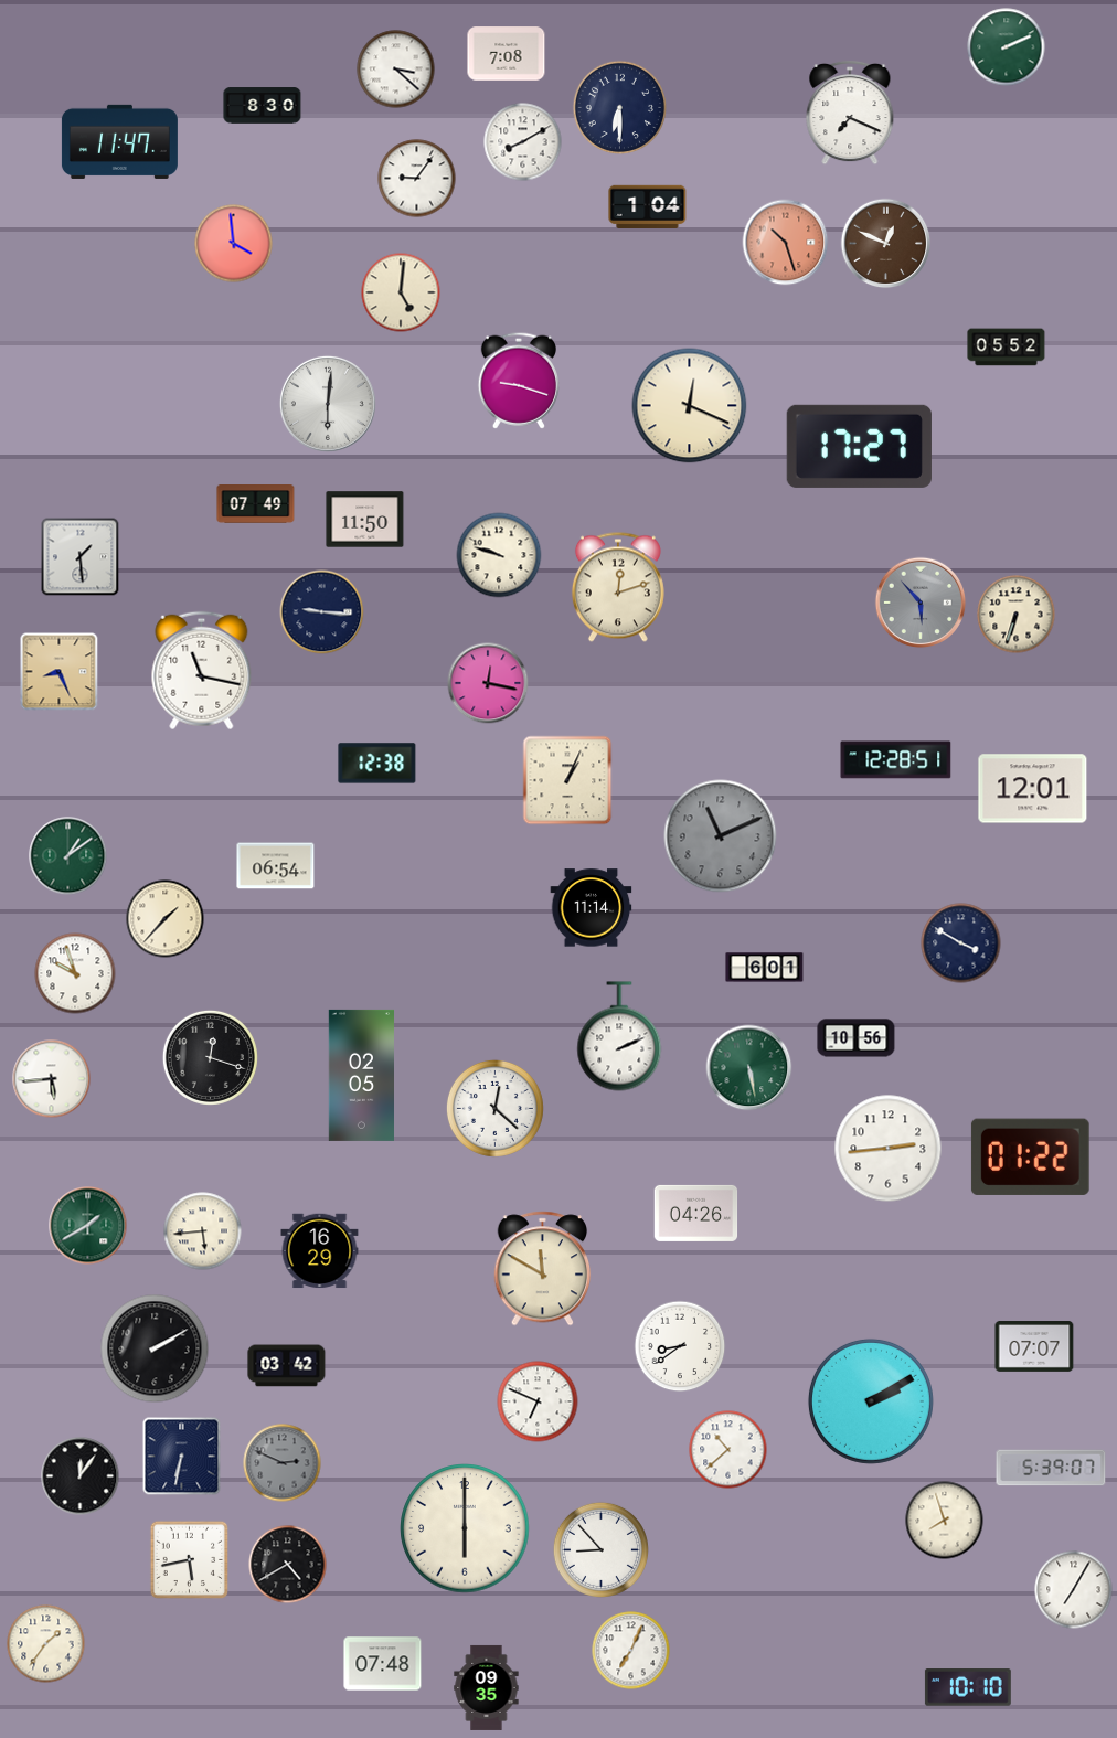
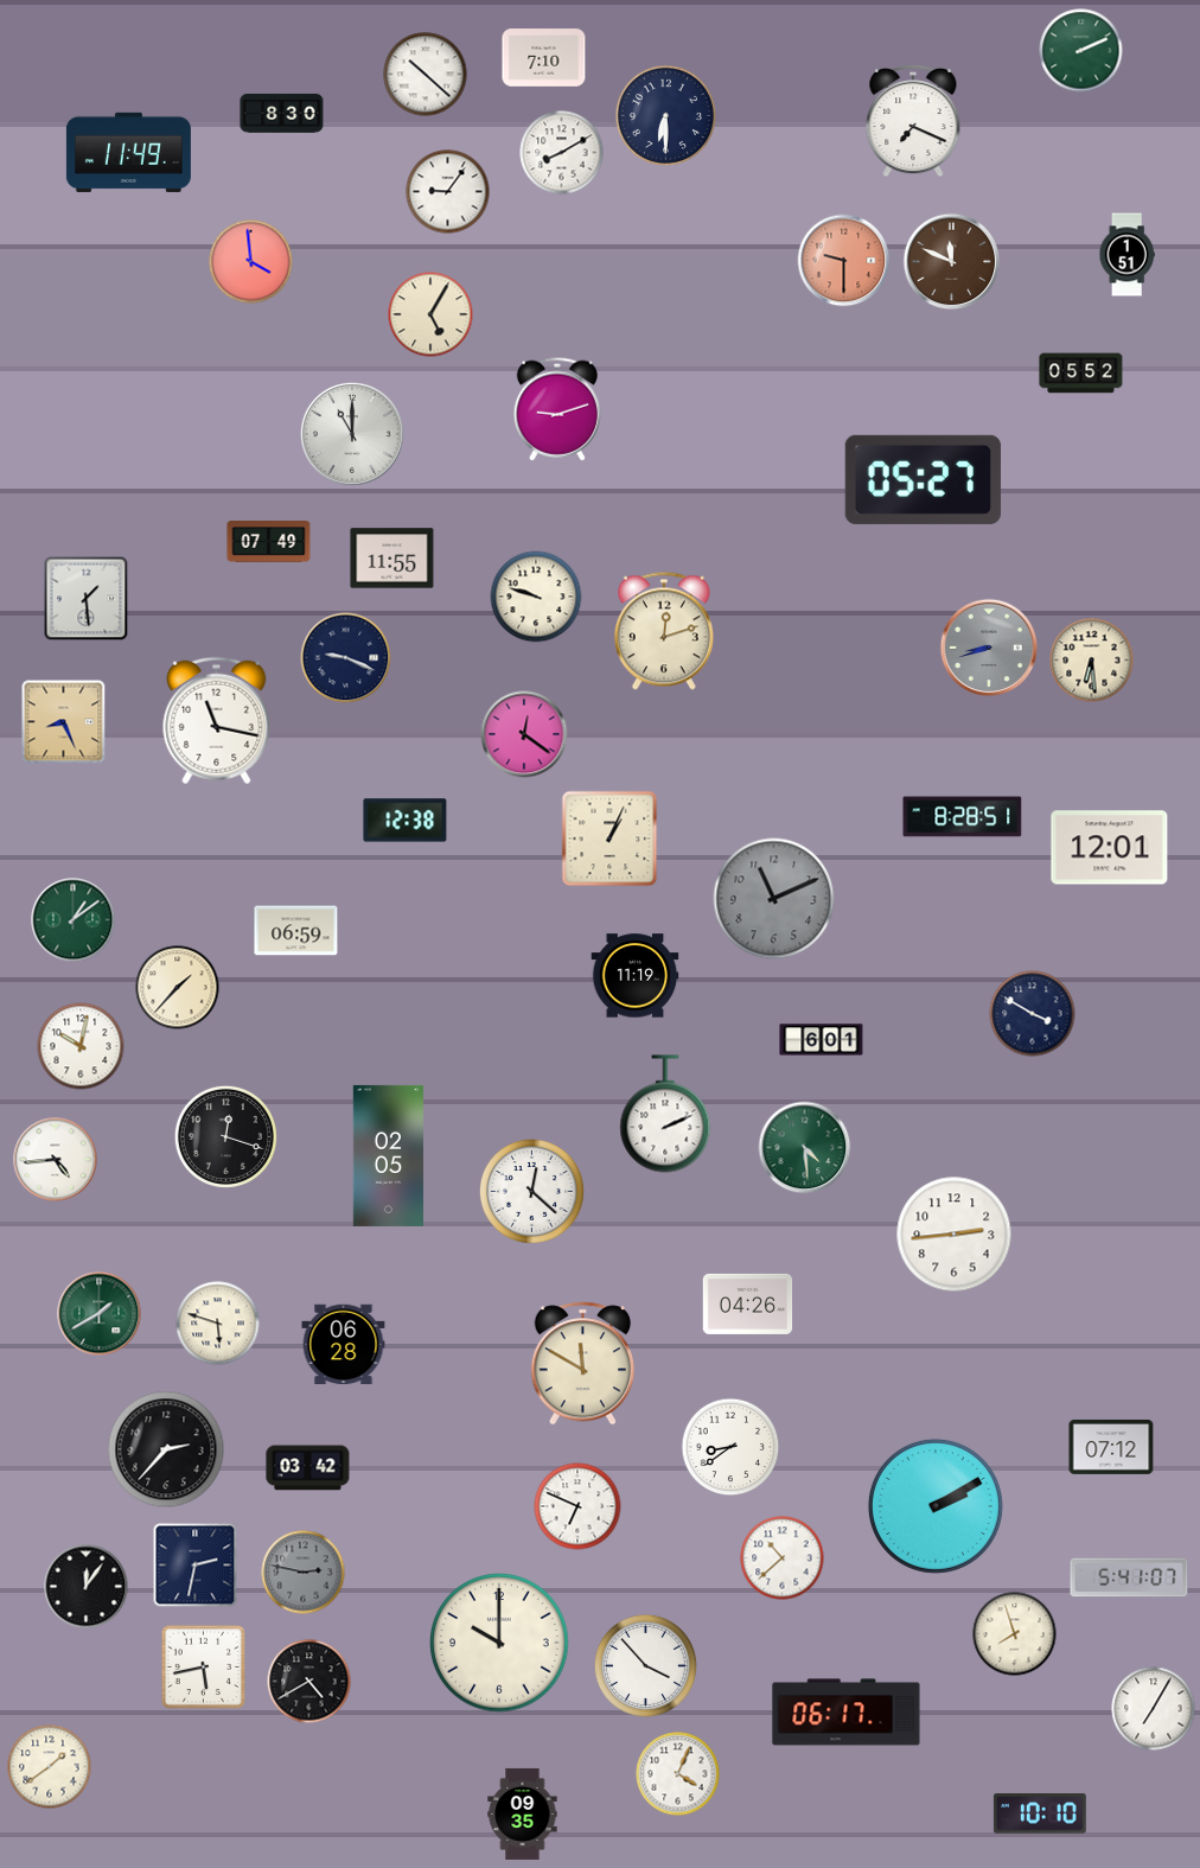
clock at (507, 54): 7:08 -> 7:10
clock at (396, 70): 3:22 -> 10:22
clock at (119, 141): 11:47 -> 11:49
clock at (648, 206): 1:04 -> none
clock at (1126, 255): none -> 1:51
clock at (786, 243): 10:27 -> 9:30
clock at (886, 244): 12:49 -> 11:49
clock at (401, 292): 5:01 -> 5:05
clock at (518, 381): 9:18 -> 9:12
clock at (328, 404): 6:01 -> 11:00
clock at (690, 406): 12:19 -> none
clock at (859, 446): 17:27 -> 05:27
clock at (256, 504) position: (256, 504) -> (269, 542)
clock at (365, 520): 11:50 -> 11:55
clock at (921, 603): 5:53 -> 8:42
clock at (322, 612): 9:16 -> 9:19
clock at (1017, 615): 6:33 -> 6:29
clock at (488, 683): 12:17 -> 12:21
clock at (896, 760): 12:28 -> 8:28
clock at (276, 866): 06:54 -> 06:59
clock at (592, 908): 11:14 -> 11:19
clock at (75, 973): 9:57 -> 10:02
clock at (857, 1038): 10:56 -> none
clock at (749, 1068): 5:28 -> 4:29
clock at (52, 1079): 5:44 -> 4:44
clock at (1030, 1156): 01:22 -> none
clock at (88, 1226) position: (88, 1226) -> (100, 1314)
clock at (203, 1231): 5:44 -> 5:48
clock at (320, 1251): 16:29 -> 06:28
clock at (1034, 1346): 07:07 -> 07:12
clock at (155, 1348): 2:10 -> 2:37
clock at (182, 1457): 6:32 -> 2:32
clock at (283, 1463): 2:49 -> 2:47
clock at (1051, 1468): 5:39 -> 5:41
clock at (465, 1528): 6:00 -> 10:00
clock at (600, 1549): 8:53 -> 3:53
clock at (190, 1560) position: (190, 1560) -> (204, 1668)
clock at (847, 1713): none -> 06:17
clock at (46, 1644): 1:36 -> 1:39
clock at (631, 1651): 7:04 -> 4:04
clock at (383, 1664): 07:48 -> none
